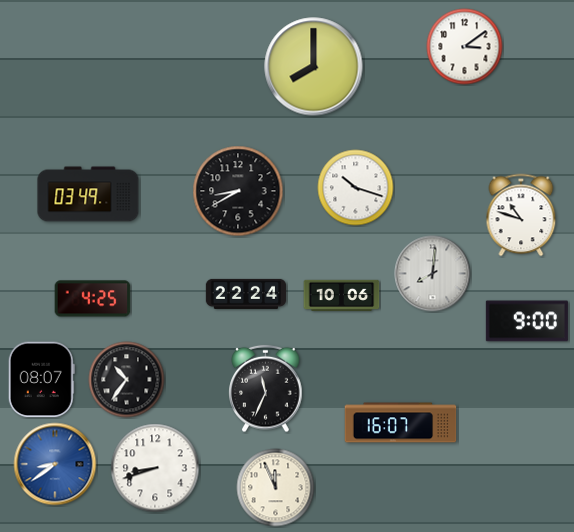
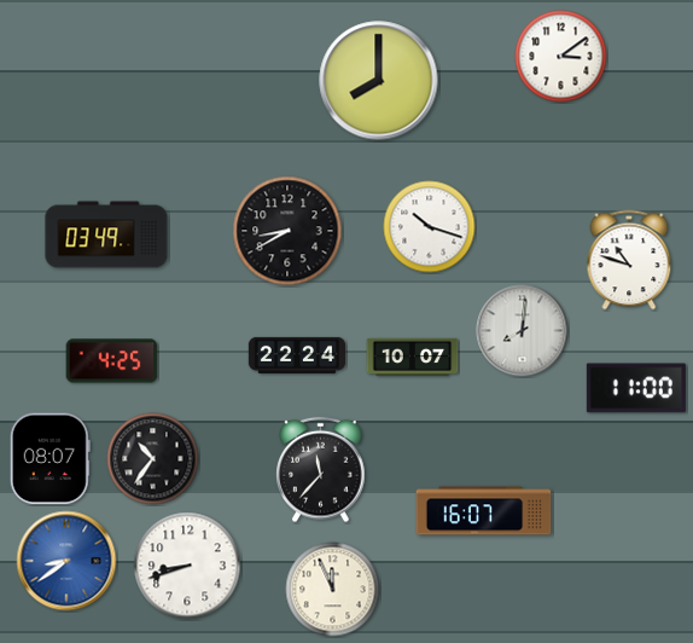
clock at (342, 295): 10:06 -> 10:07
clock at (527, 321): 9:00 -> 11:00
clock at (266, 389): 11:34 -> 11:37
